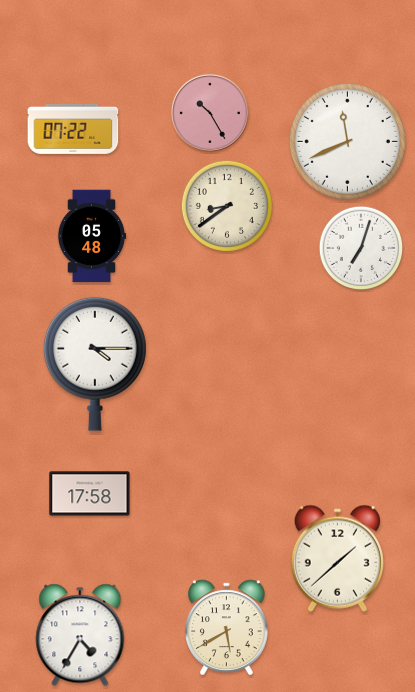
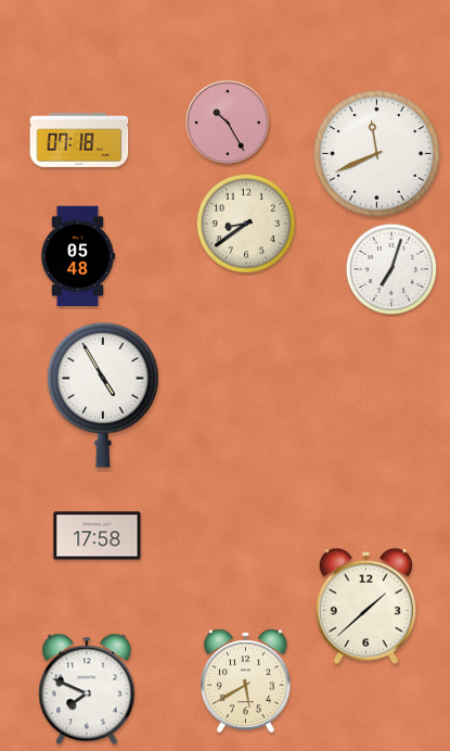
clock at (73, 129): 07:22 -> 07:18
clock at (92, 236) position: (92, 236) -> (78, 256)
clock at (95, 364): 4:15 -> 4:55
clock at (80, 635): 4:35 -> 7:49
